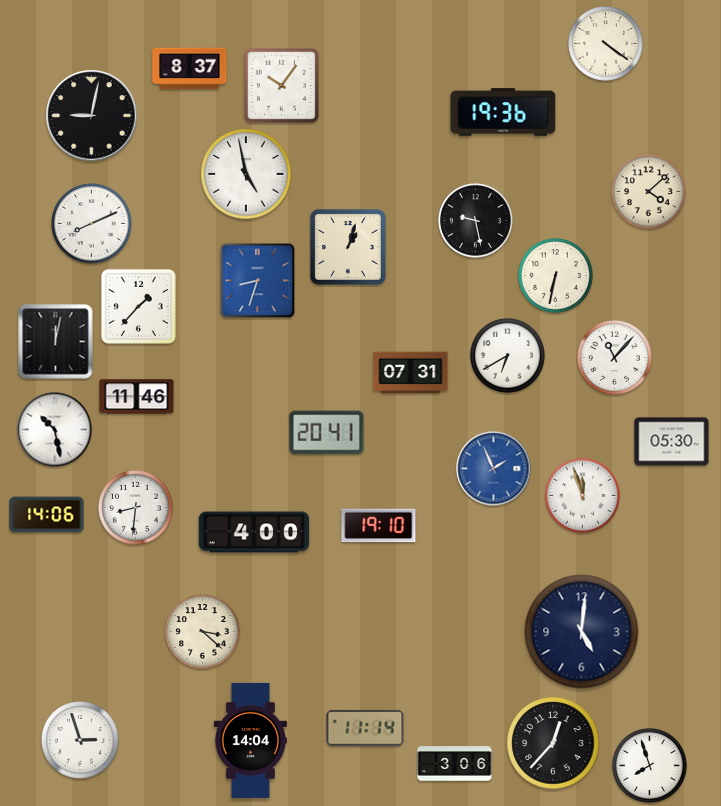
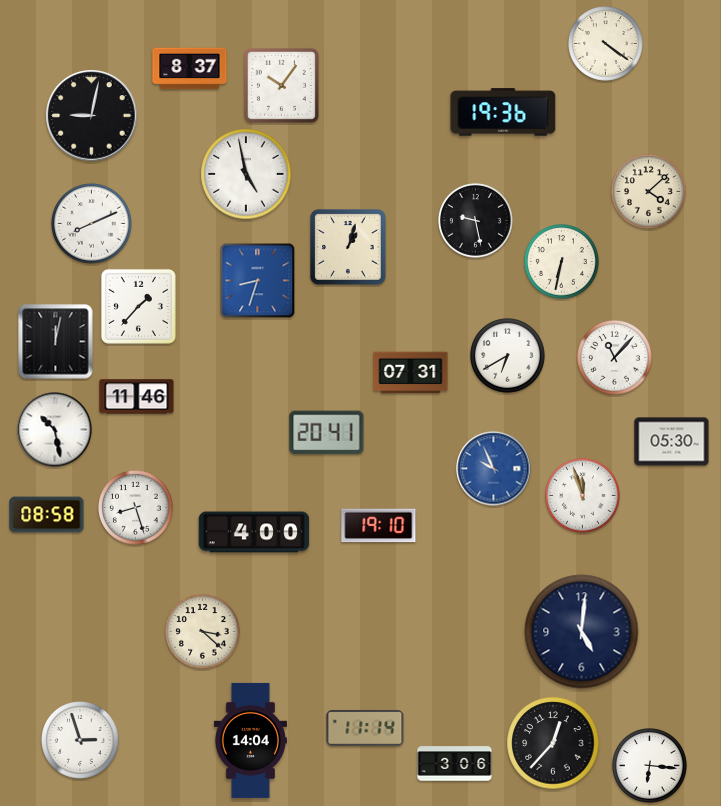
clock at (556, 276) position: (556, 276) -> (562, 262)
clock at (494, 469): 1:56 -> 9:56
clock at (136, 508): 8:31 -> 8:27
clock at (47, 515): 14:06 -> 08:58
clock at (650, 766): 7:57 -> 6:16
